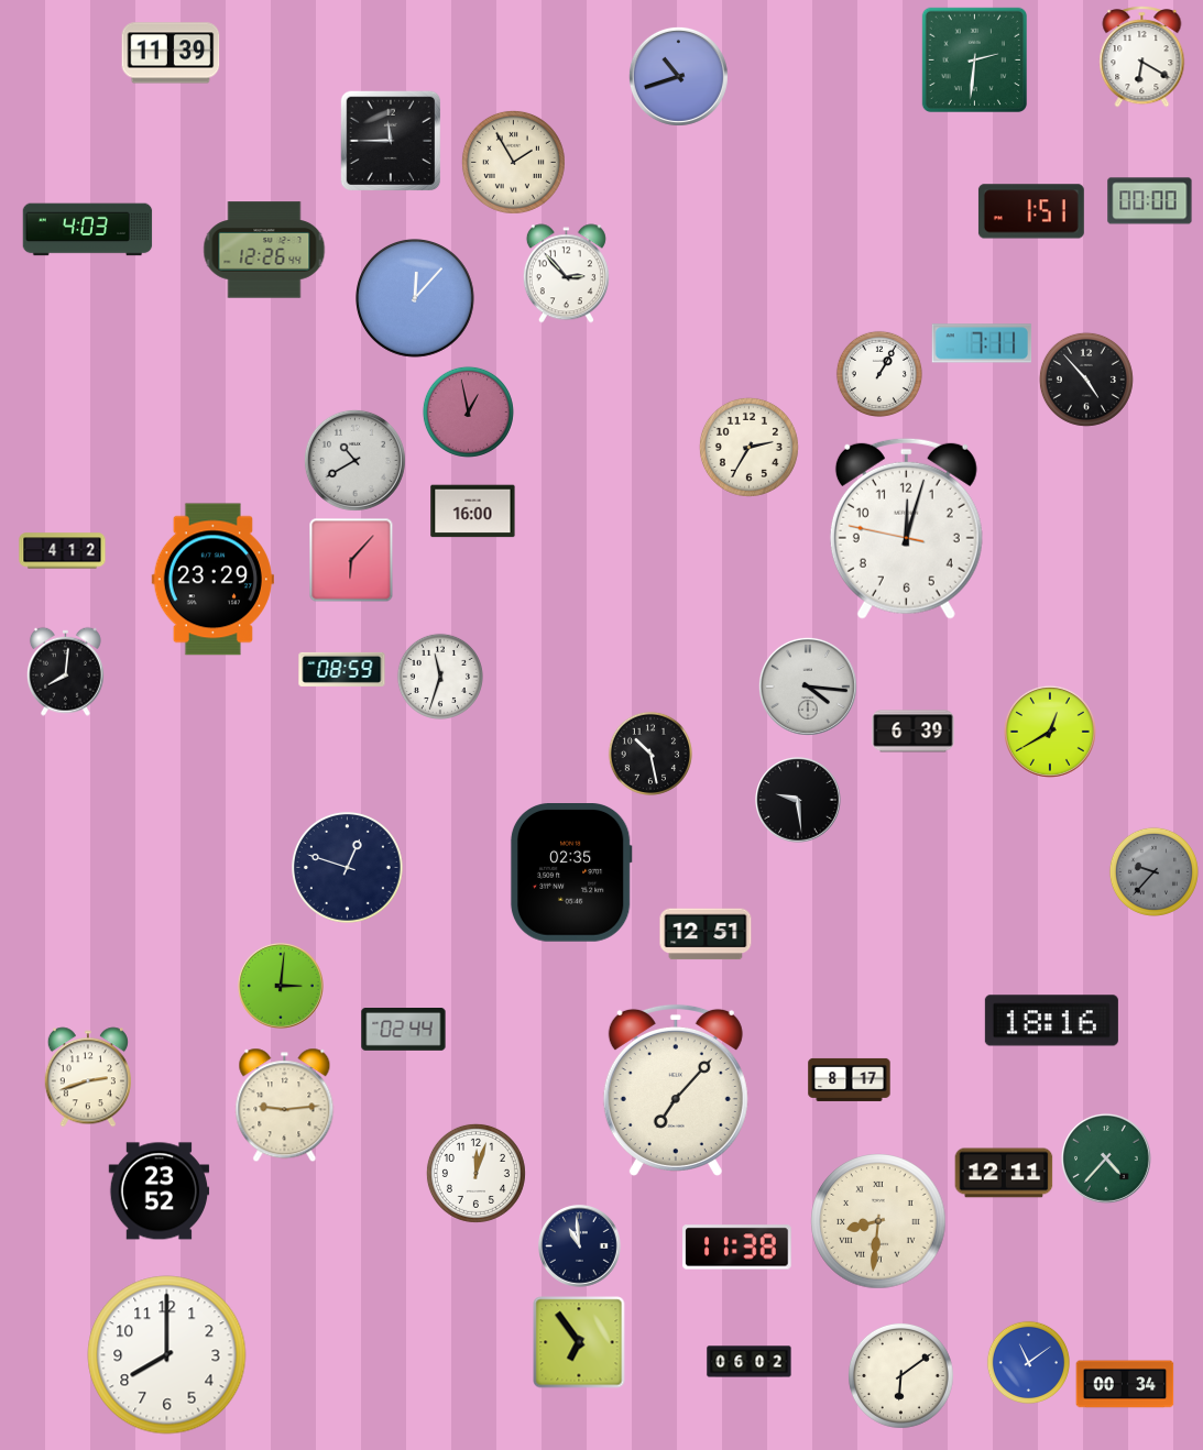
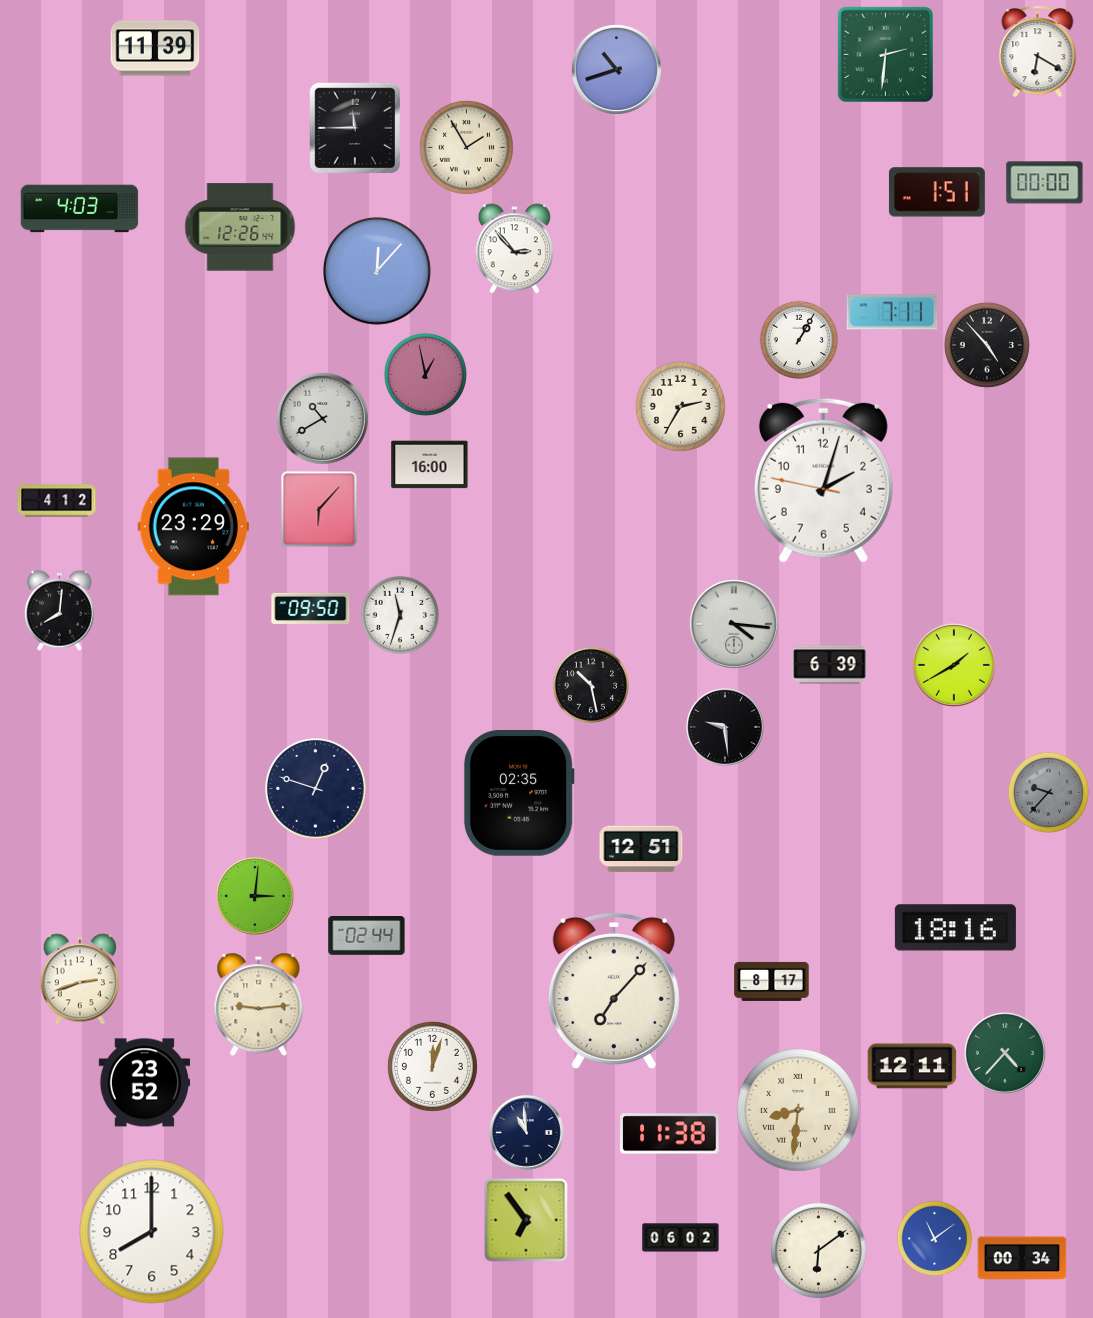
clock at (906, 528): 12:02 -> 2:02
clock at (342, 669): 08:59 -> 09:50
clock at (1050, 732): 12:40 -> 1:40
